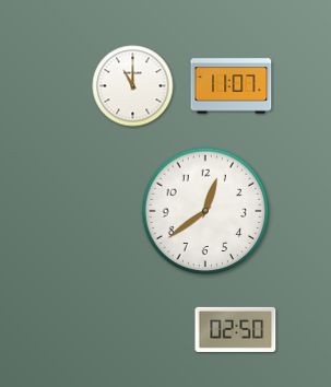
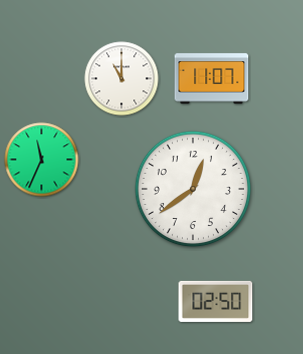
clock at (42, 160): none -> 11:34
clock at (205, 211) position: (205, 211) -> (193, 189)
